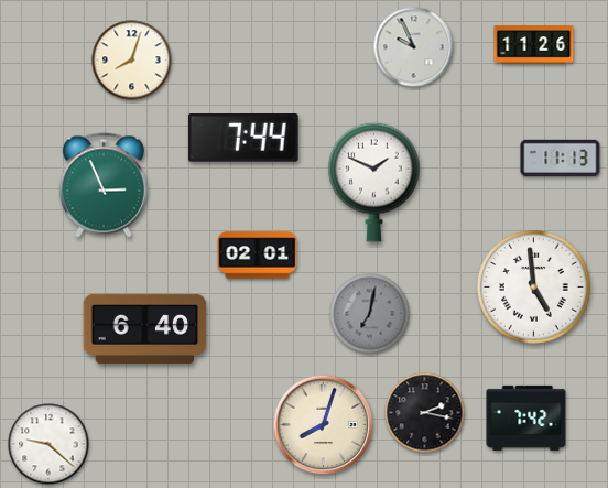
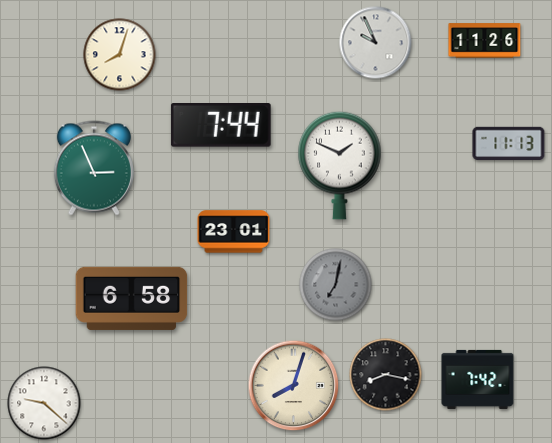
clock at (258, 256): 02:01 -> 23:01
clock at (534, 288): 4:59 -> none
clock at (145, 328): 6:40 -> 6:58
clock at (425, 413): 2:17 -> 8:17
